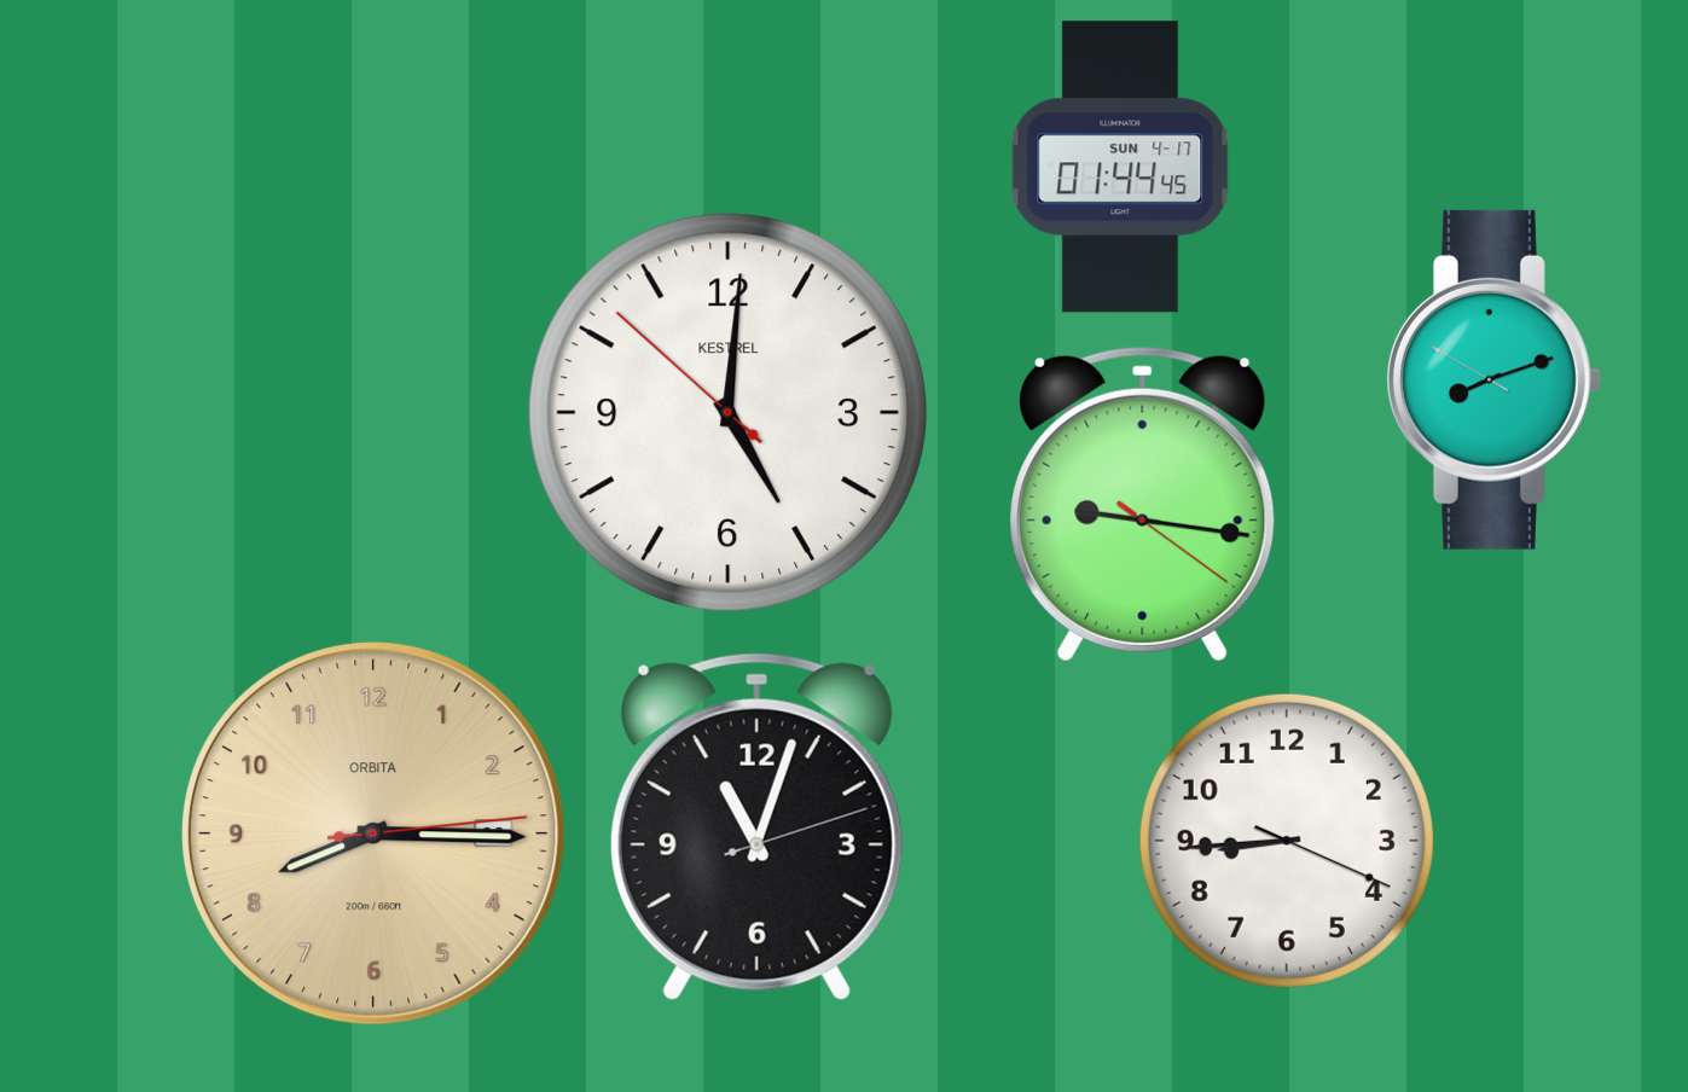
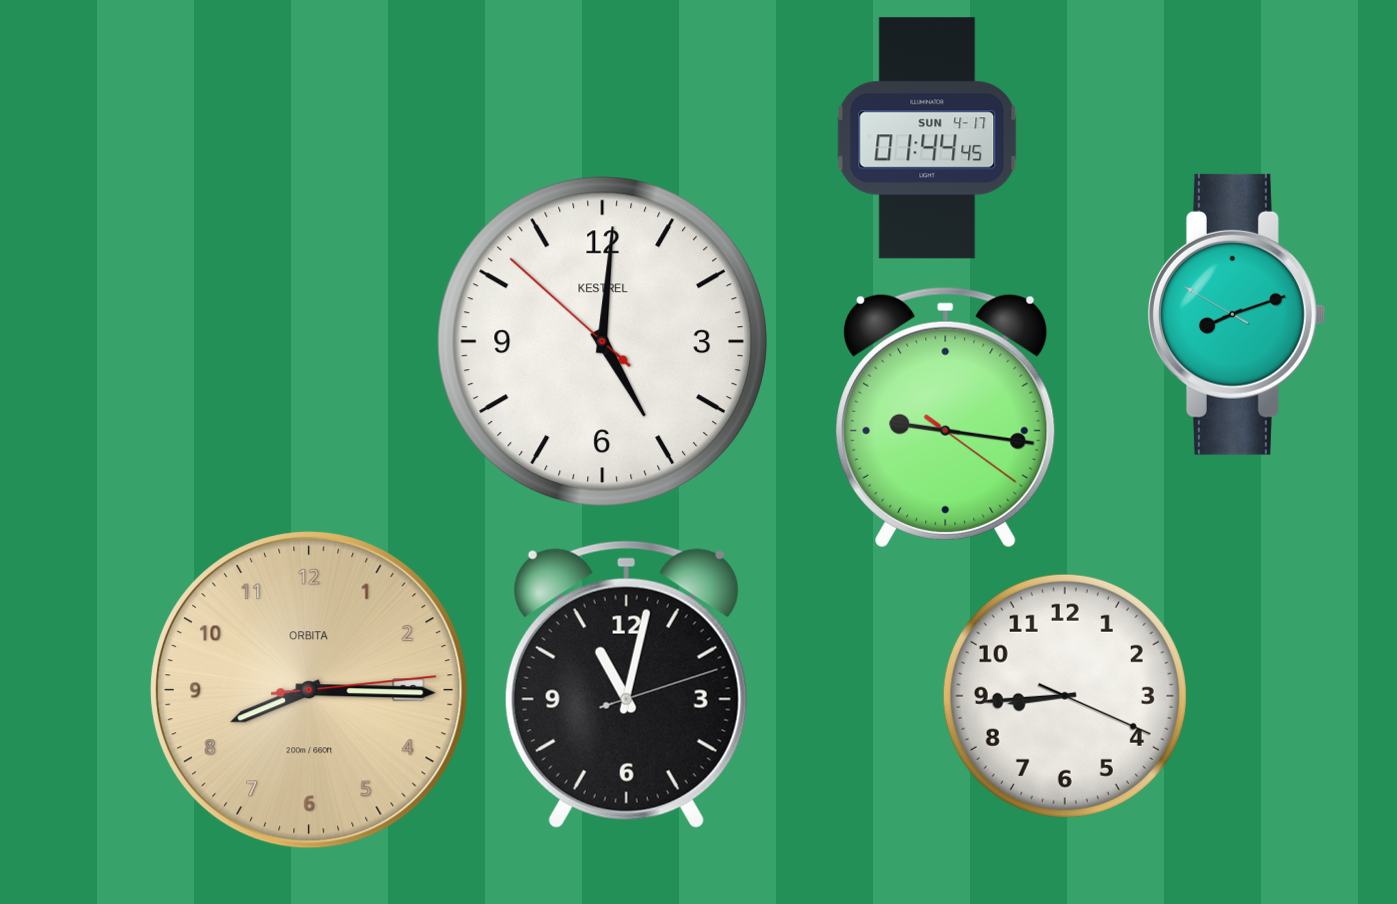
clock at (756, 826): 11:03 -> 11:02
